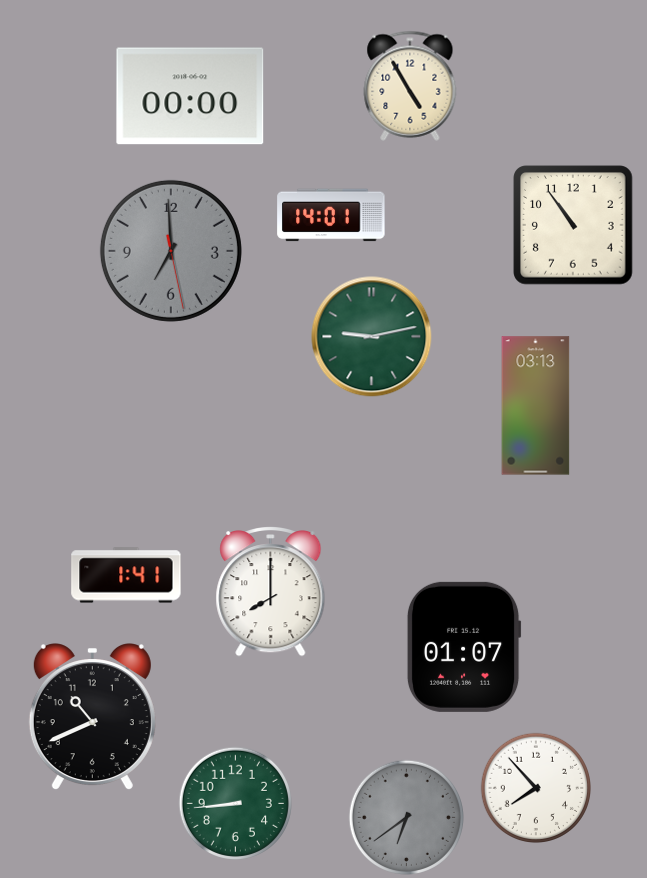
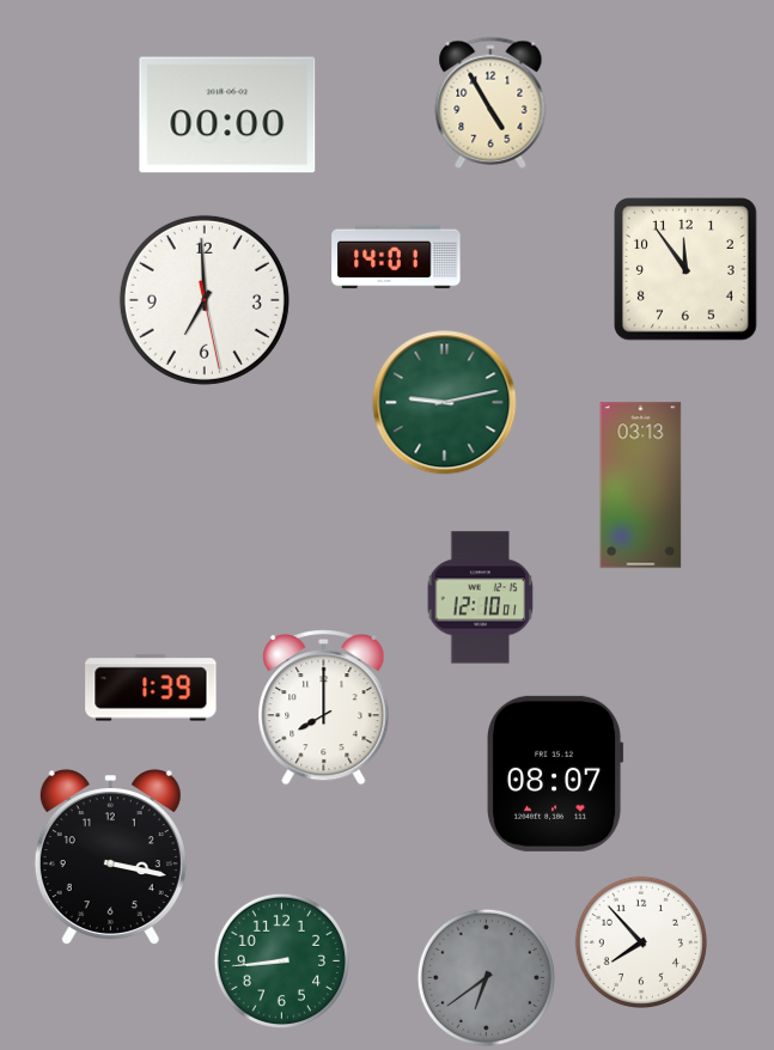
clock at (573, 225): 10:54 -> 11:54
clock at (171, 251) dial: grey -> white
clock at (481, 598): none -> 12:10
clock at (126, 575): 1:41 -> 1:39
clock at (464, 647): 01:07 -> 08:07
clock at (92, 717): 10:41 -> 3:17
